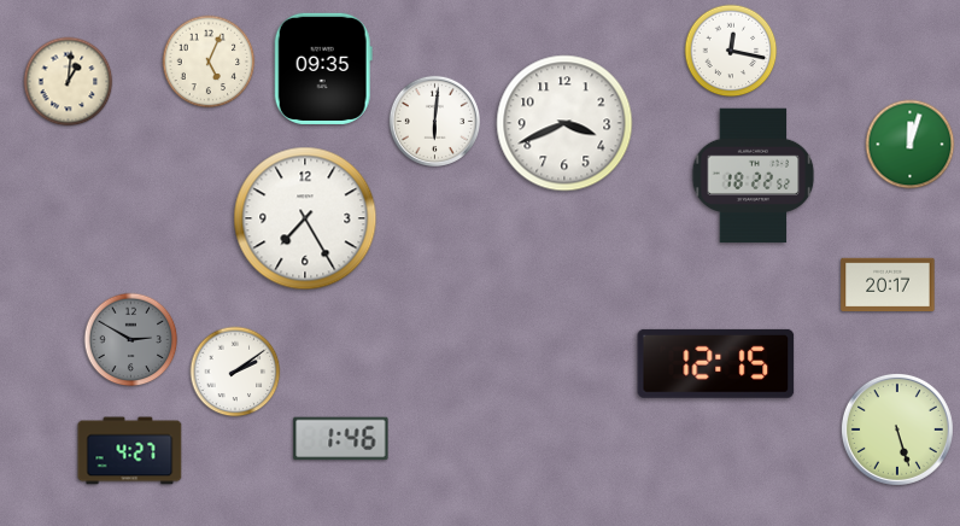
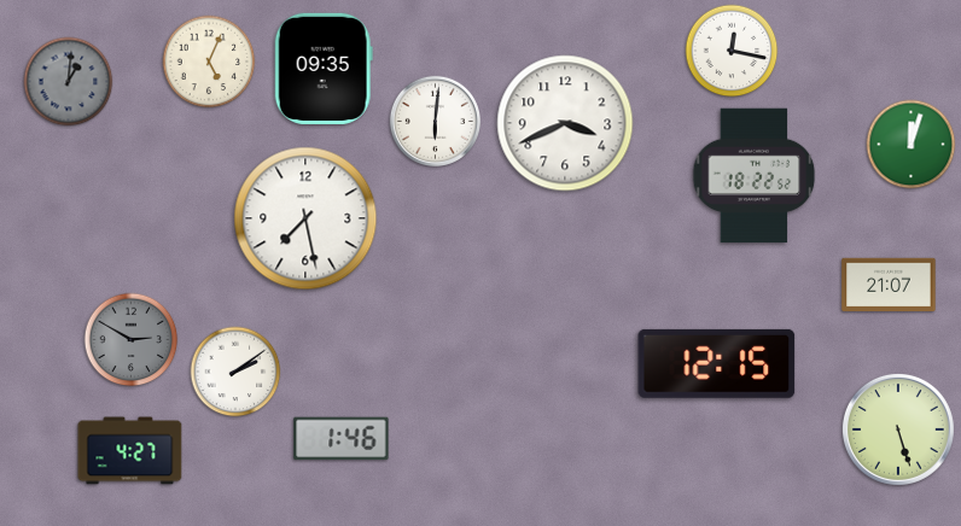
clock at (69, 82) dial: cream -> grey
clock at (305, 218): 7:25 -> 7:28
clock at (888, 284): 20:17 -> 21:07
